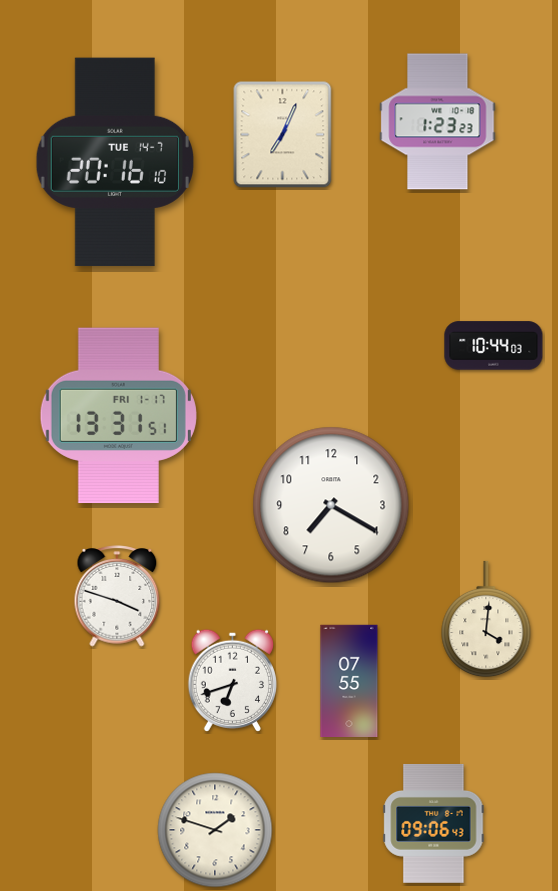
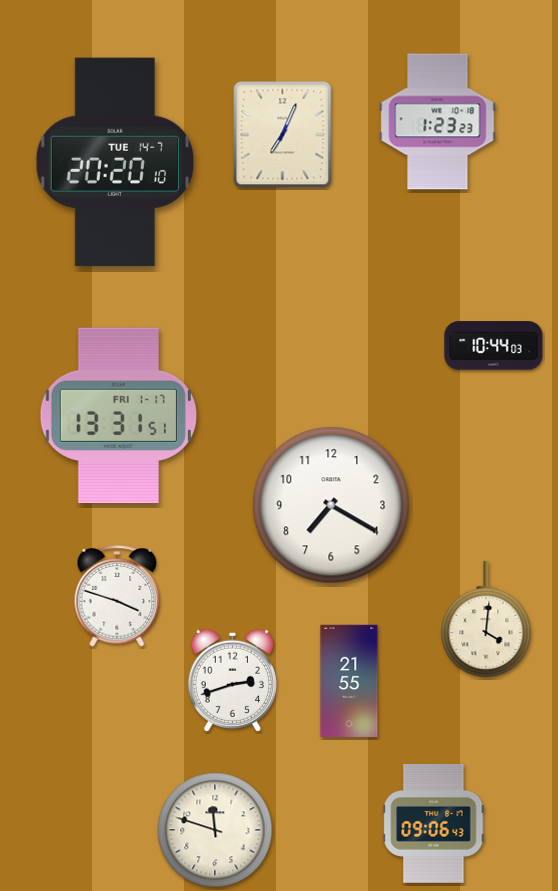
clock at (115, 162): 20:16 -> 20:20
clock at (232, 680): 6:42 -> 2:42
clock at (349, 680): 07:55 -> 21:55
clock at (215, 830): 1:48 -> 11:48
